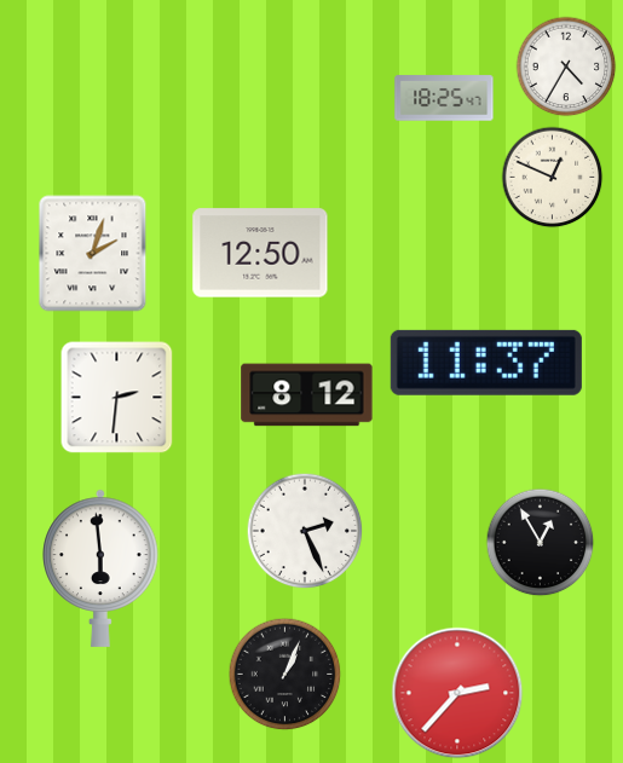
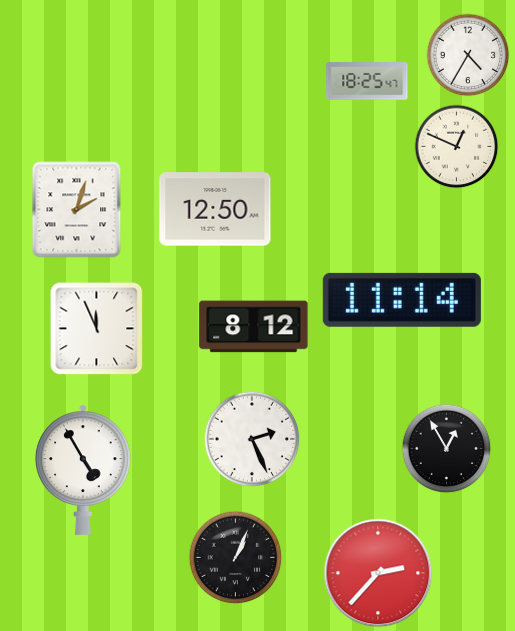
clock at (486, 363): 11:37 -> 11:14
clock at (117, 398): 2:31 -> 11:56
clock at (100, 568): 5:59 -> 4:55
